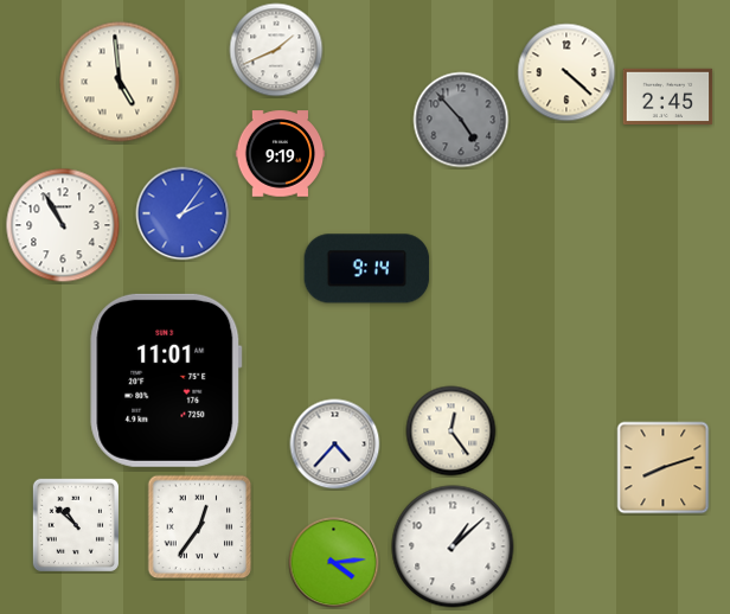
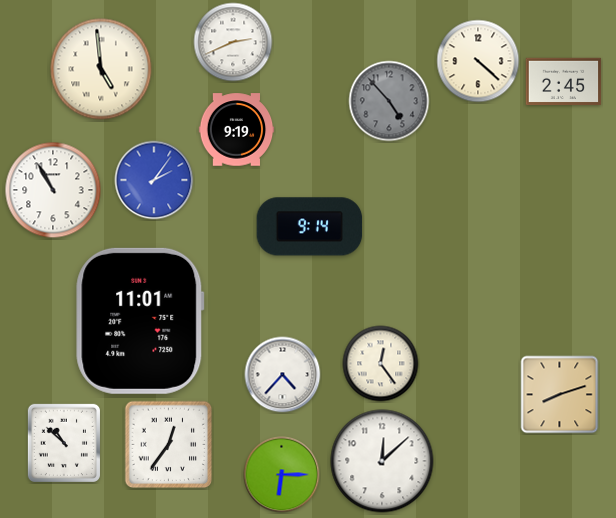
clock at (276, 50): 1:41 -> 2:41
clock at (453, 546): 1:08 -> 12:08
clock at (334, 563): 4:14 -> 6:15
